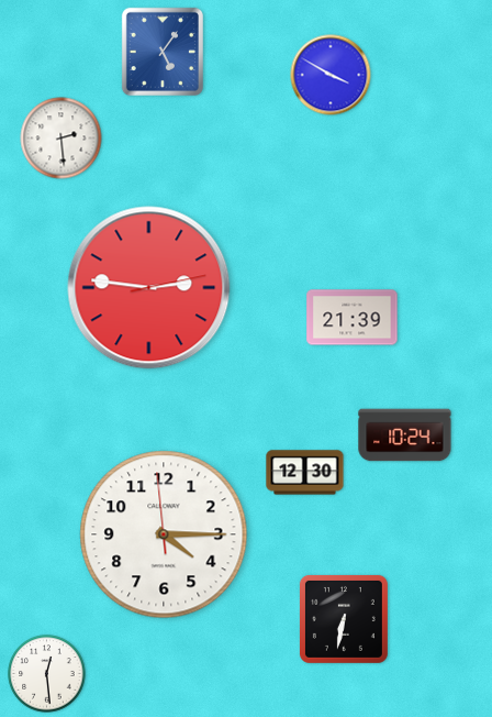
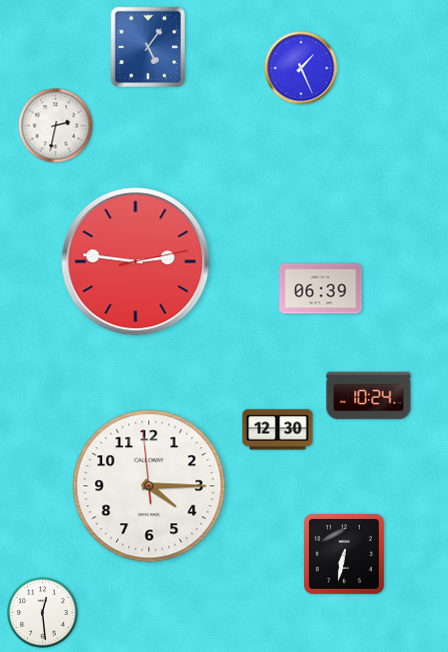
clock at (331, 75): 3:50 -> 1:26
clock at (62, 139): 2:29 -> 2:32
clock at (353, 318): 21:39 -> 06:39
clock at (344, 619) position: (344, 619) -> (344, 554)
